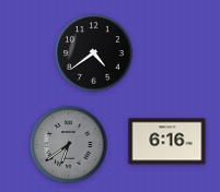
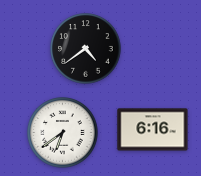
clock at (69, 145) dial: grey -> white
